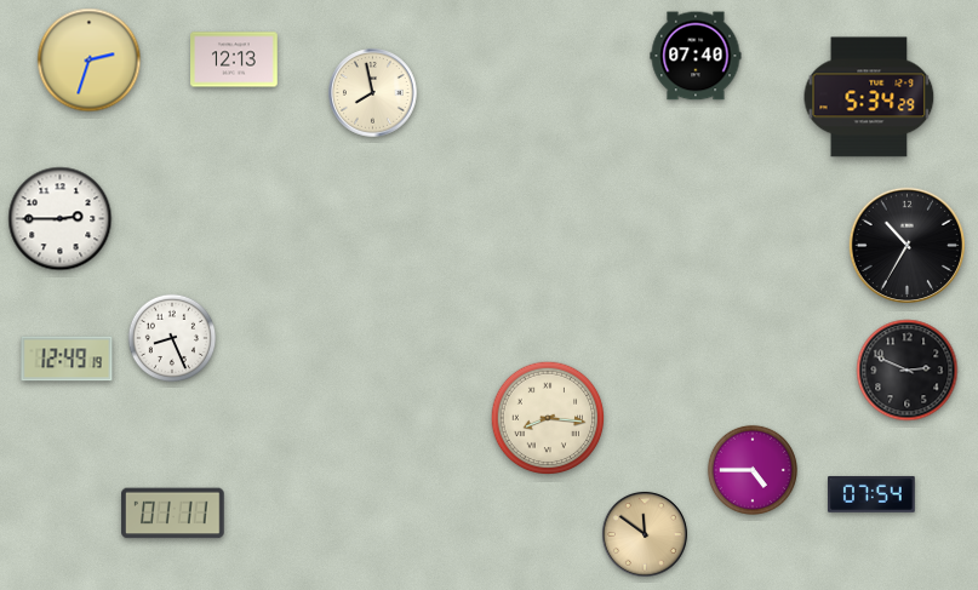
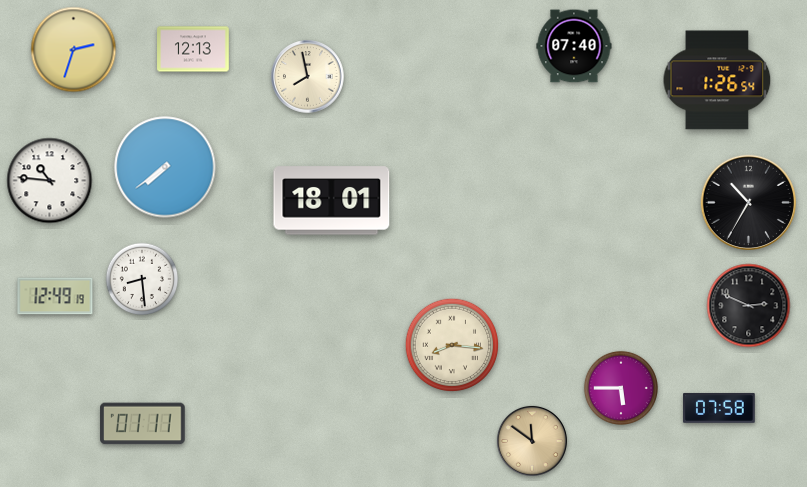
clock at (869, 97): 5:34 -> 1:26
clock at (165, 167): none -> 7:39
clock at (61, 219): 2:45 -> 10:46
clock at (332, 201): none -> 18:01
clock at (172, 338): 8:26 -> 8:29
clock at (753, 470): 4:45 -> 5:45
clock at (871, 494): 07:54 -> 07:58
